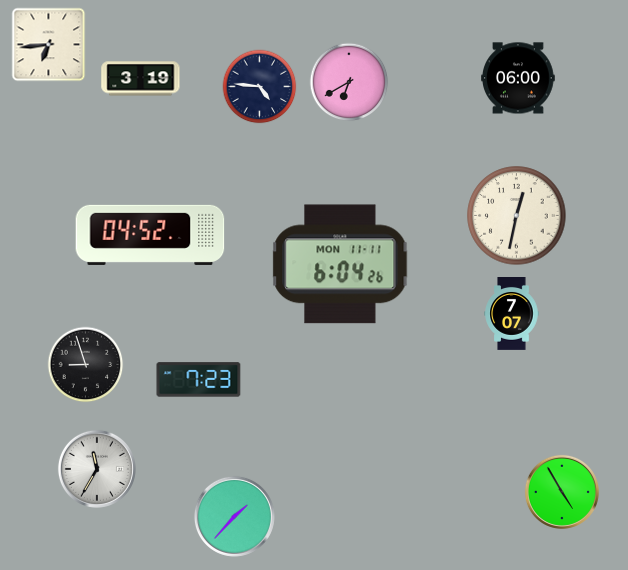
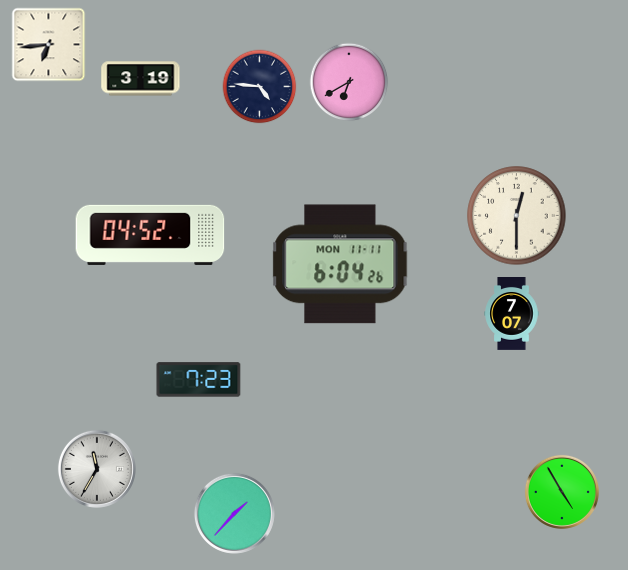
clock at (518, 78): 06:00 -> none
clock at (517, 216): 12:32 -> 12:30
clock at (86, 365): 8:57 -> none
clock at (234, 516) position: (234, 516) -> (234, 513)
